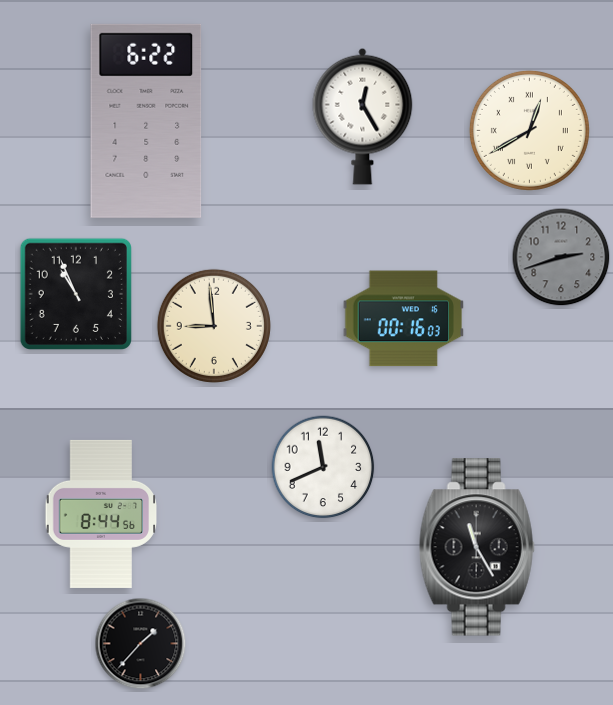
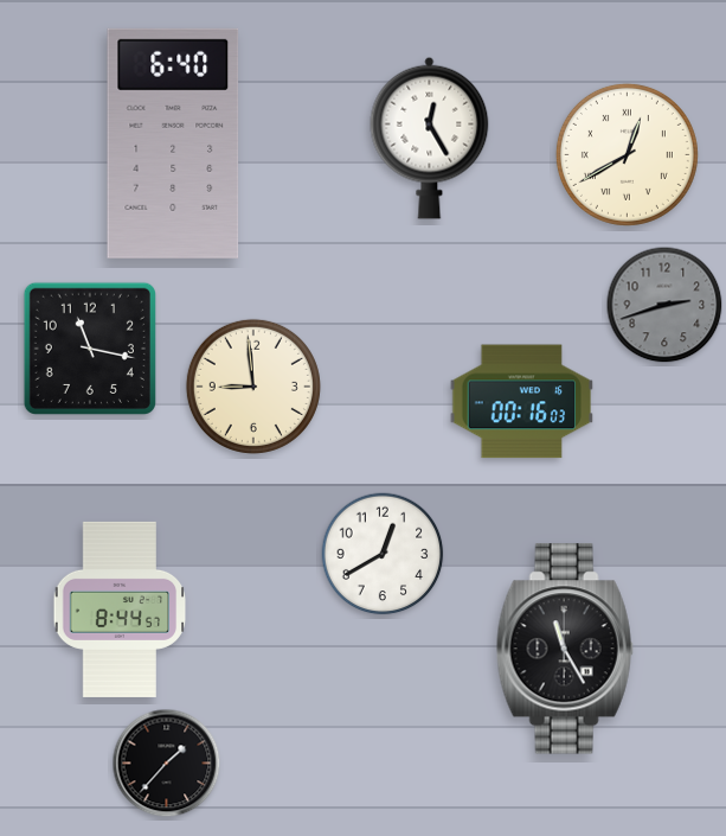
clock at (146, 121): 6:22 -> 6:40
clock at (76, 294): 10:56 -> 11:17
clock at (403, 319) position: (403, 319) -> (521, 402)
clock at (323, 467): 11:41 -> 12:40
clock at (101, 514): 8:44:56 -> 8:44:57
